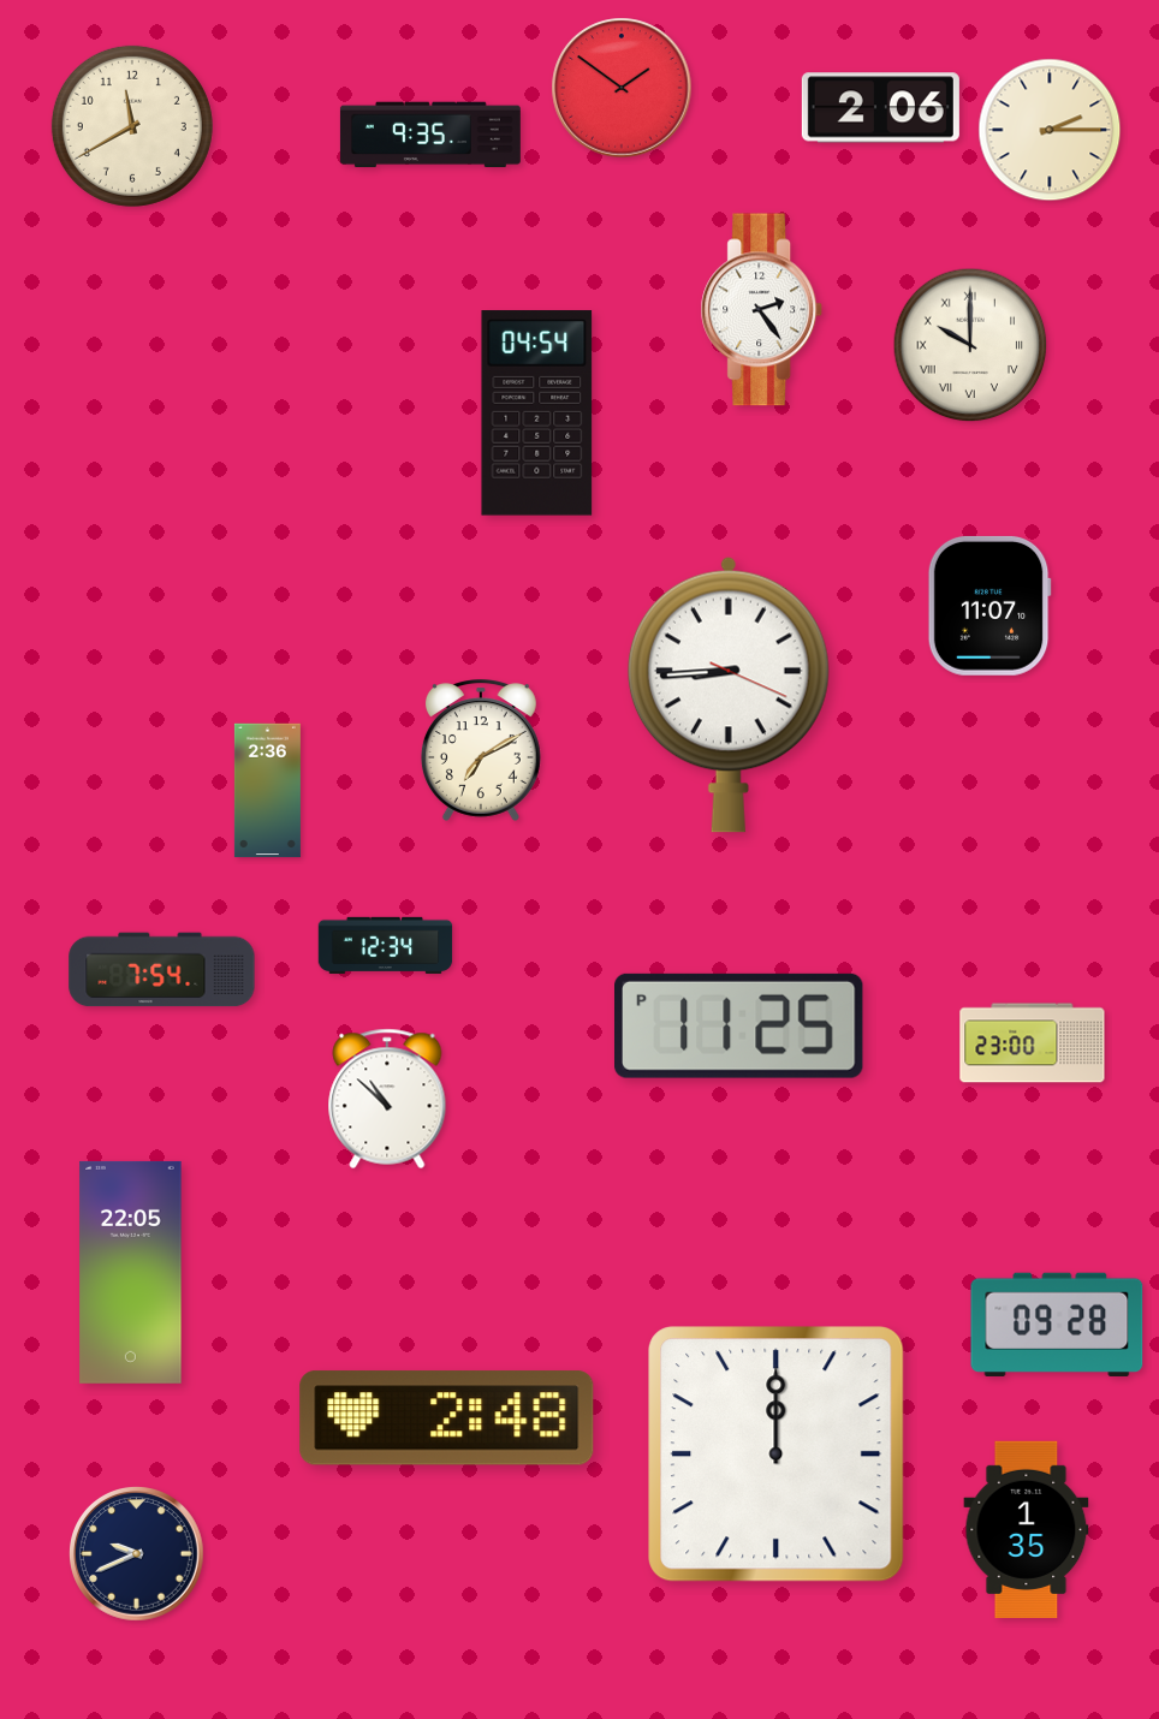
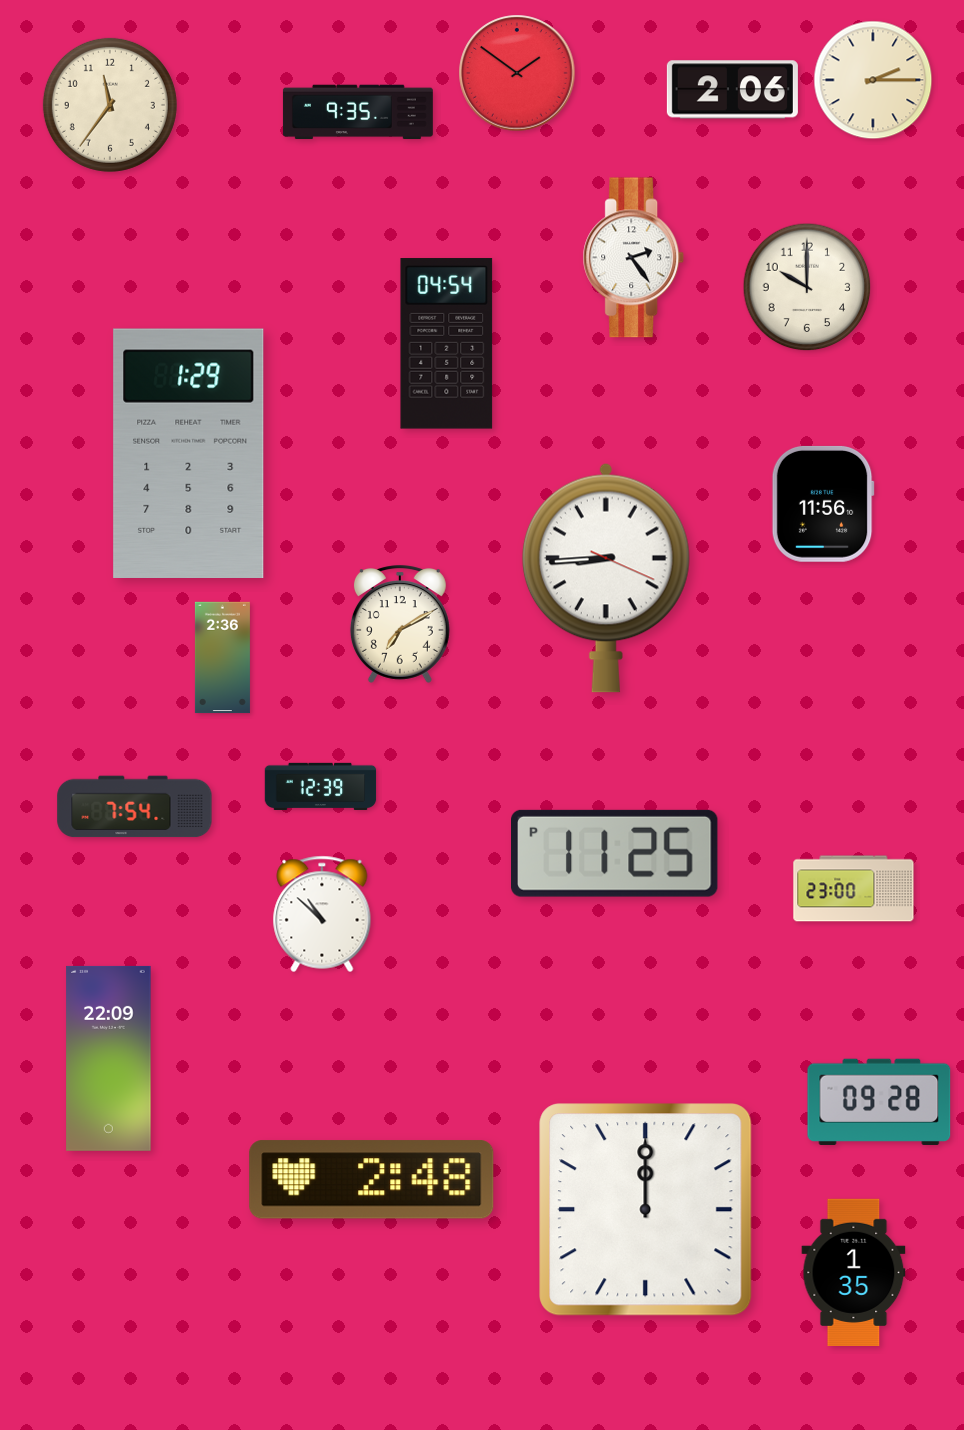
clock at (132, 126): 11:40 -> 11:36
clock at (1050, 130) position: (1050, 130) -> (873, 80)
clock at (970, 345) numerals: Roman -> Arabic
clock at (189, 453): none -> 1:29
clock at (989, 606): 11:07 -> 11:56
clock at (386, 945): 12:34 -> 12:39
clock at (1033, 1043) position: (1033, 1043) -> (854, 889)
clock at (131, 1272): 22:05 -> 22:09
clock at (137, 1554): 9:41 -> none
